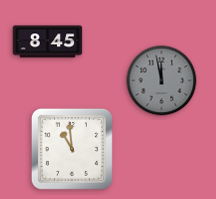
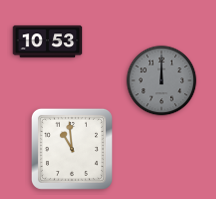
clock at (48, 42): 8:45 -> 10:53
clock at (162, 81): 11:58 -> 12:00
